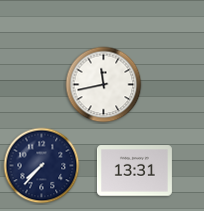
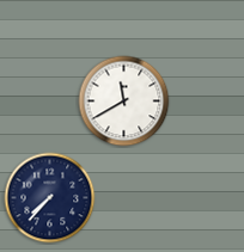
clock at (104, 85): 11:43 -> 11:40
clock at (134, 171): 13:31 -> none
